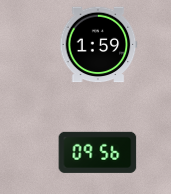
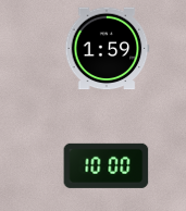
clock at (97, 152): 09:56 -> 10:00
